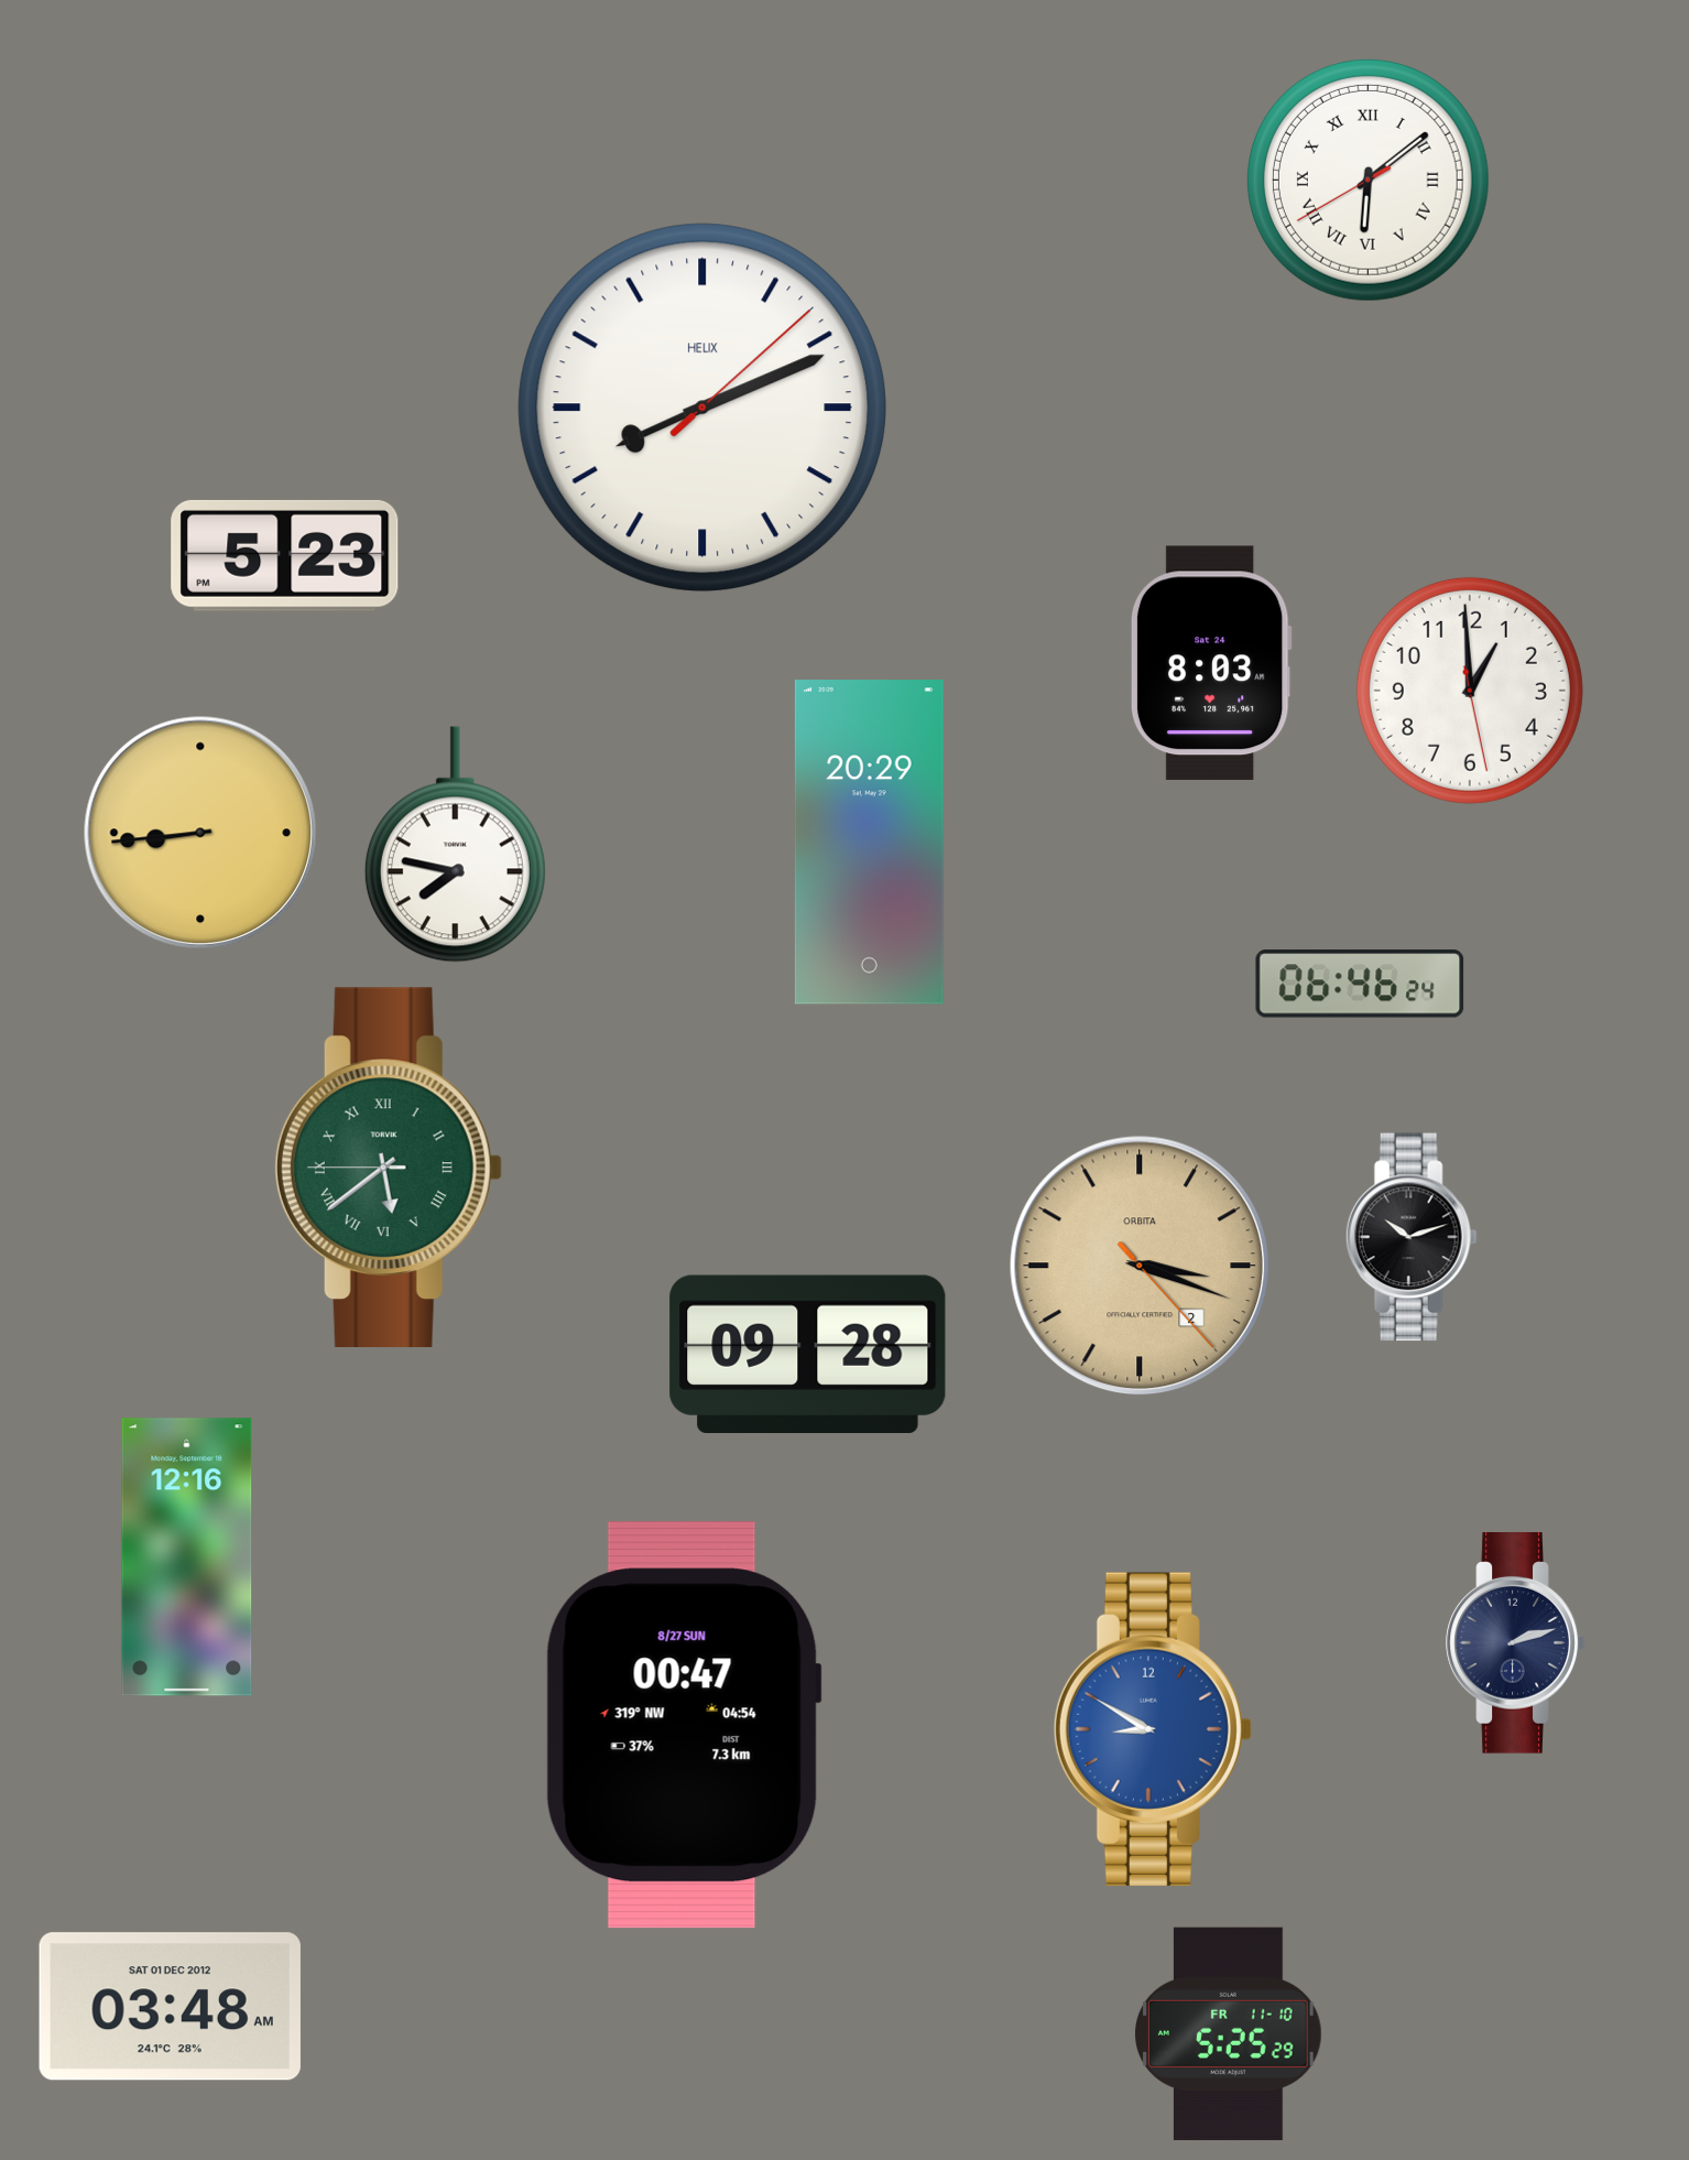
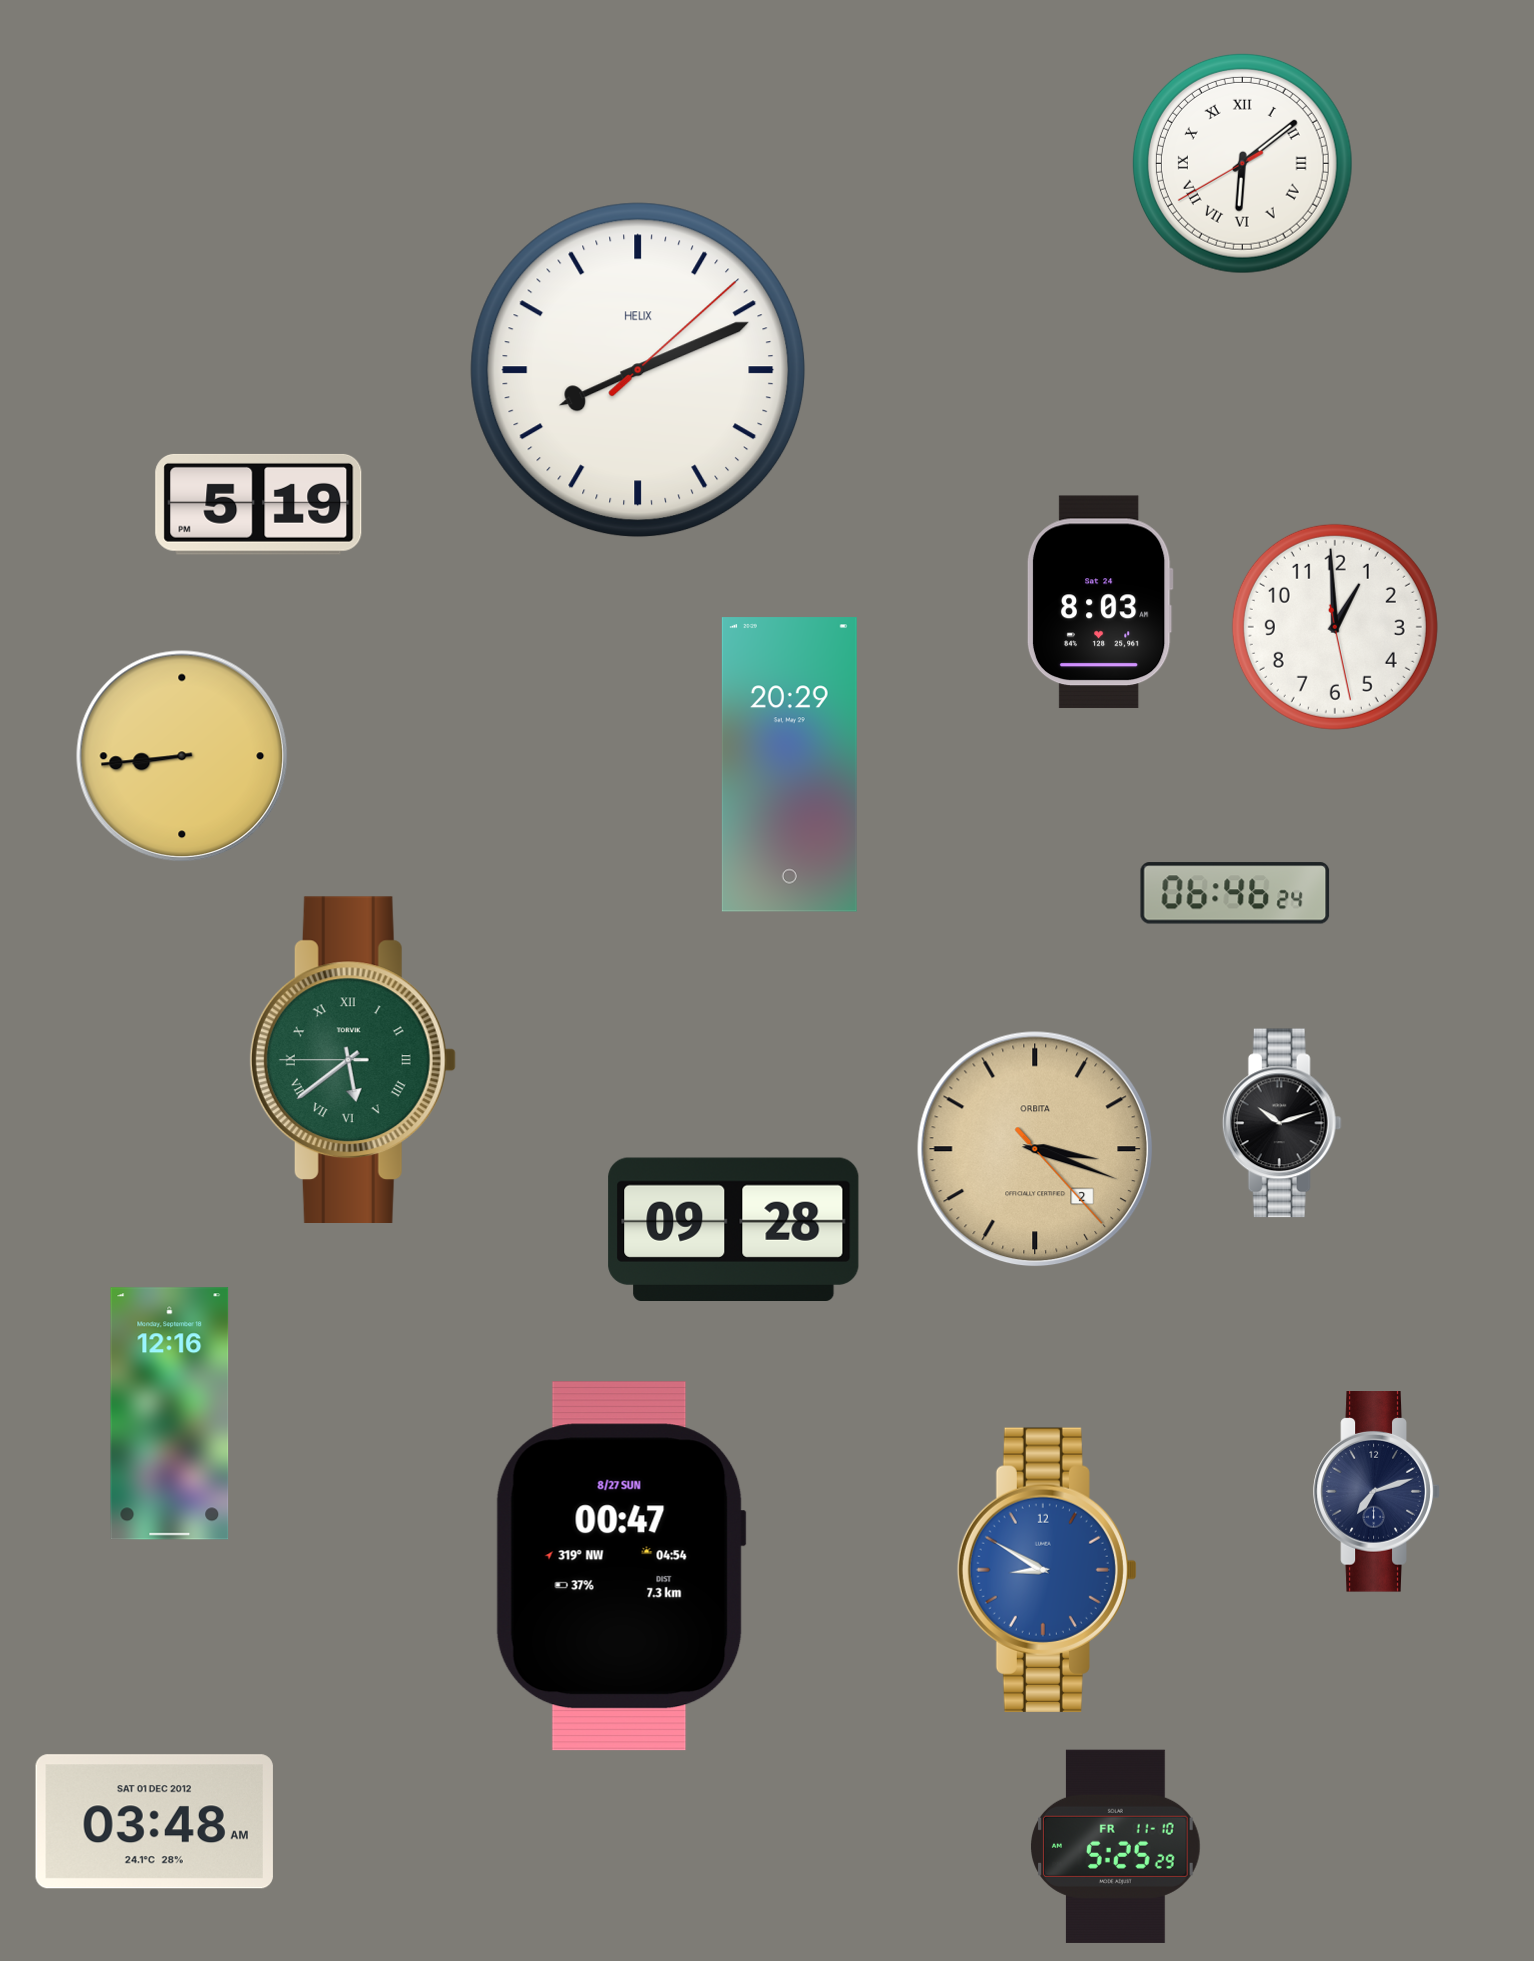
clock at (285, 555): 5:23 -> 5:19
clock at (455, 845): 7:47 -> none
clock at (1516, 1643): 2:12 -> 7:12
